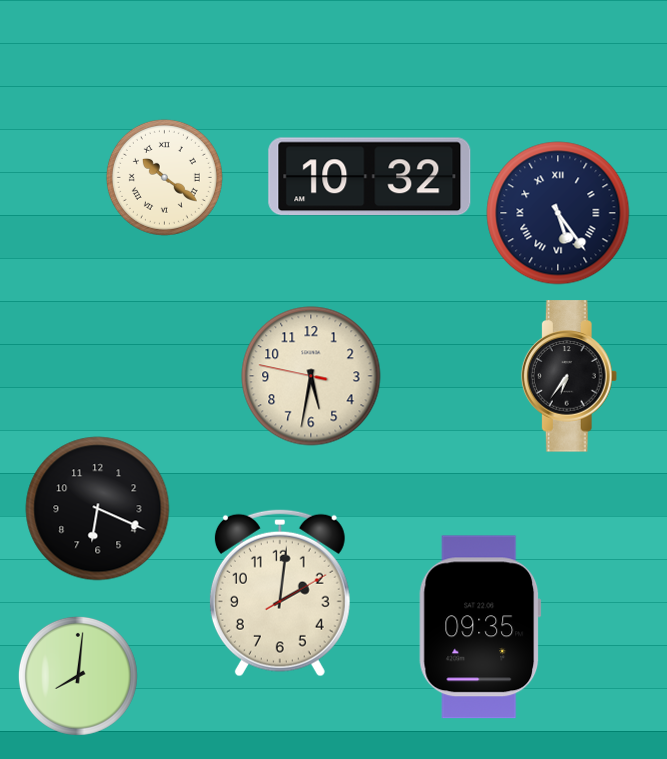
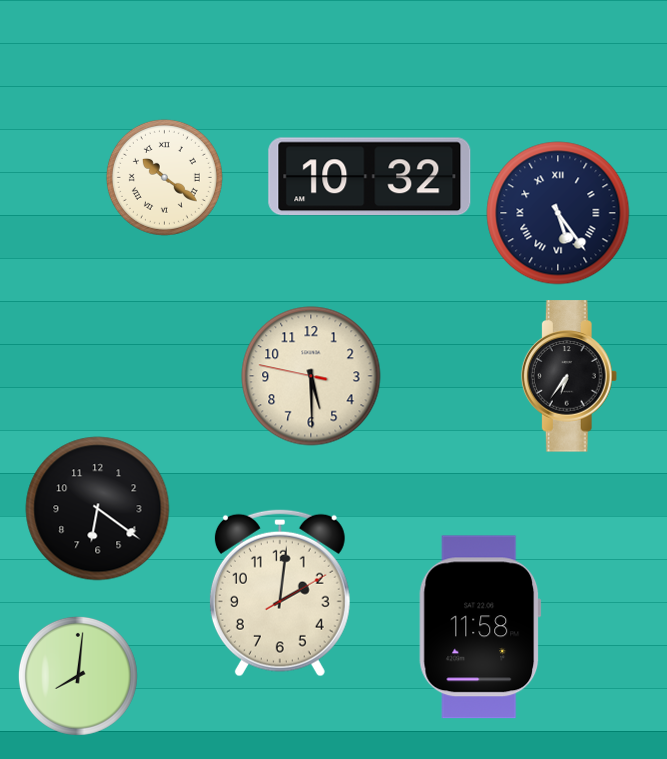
clock at (311, 376): 5:31 -> 5:29
clock at (98, 509): 6:19 -> 6:21
clock at (480, 627): 09:35 -> 11:58
